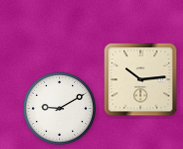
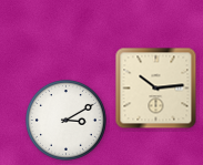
clock at (60, 109): 9:10 -> 3:10
